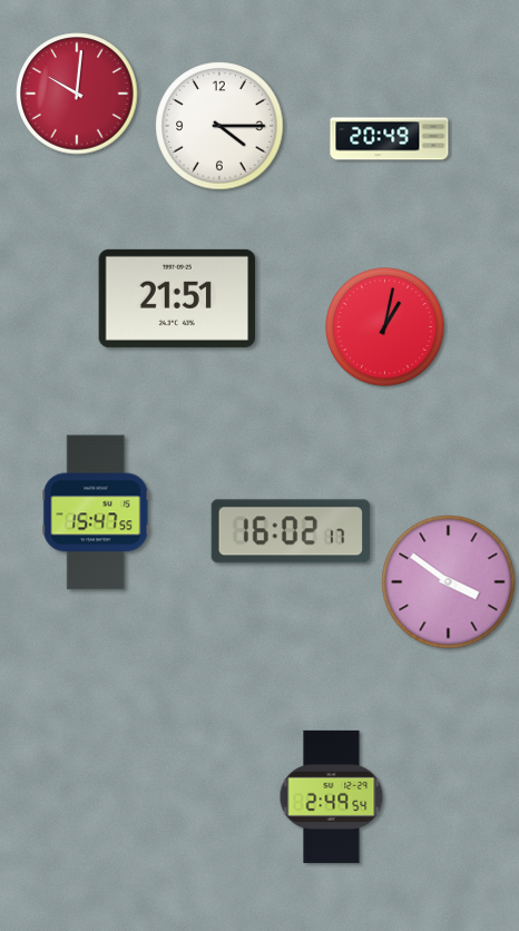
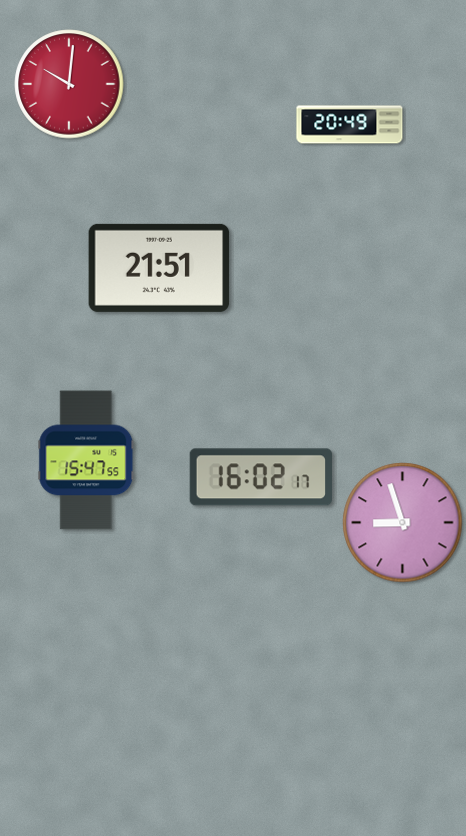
clock at (219, 126): 4:15 -> none
clock at (385, 327): 1:02 -> none
clock at (449, 582): 3:51 -> 8:57
clock at (332, 796): 2:49 -> none
